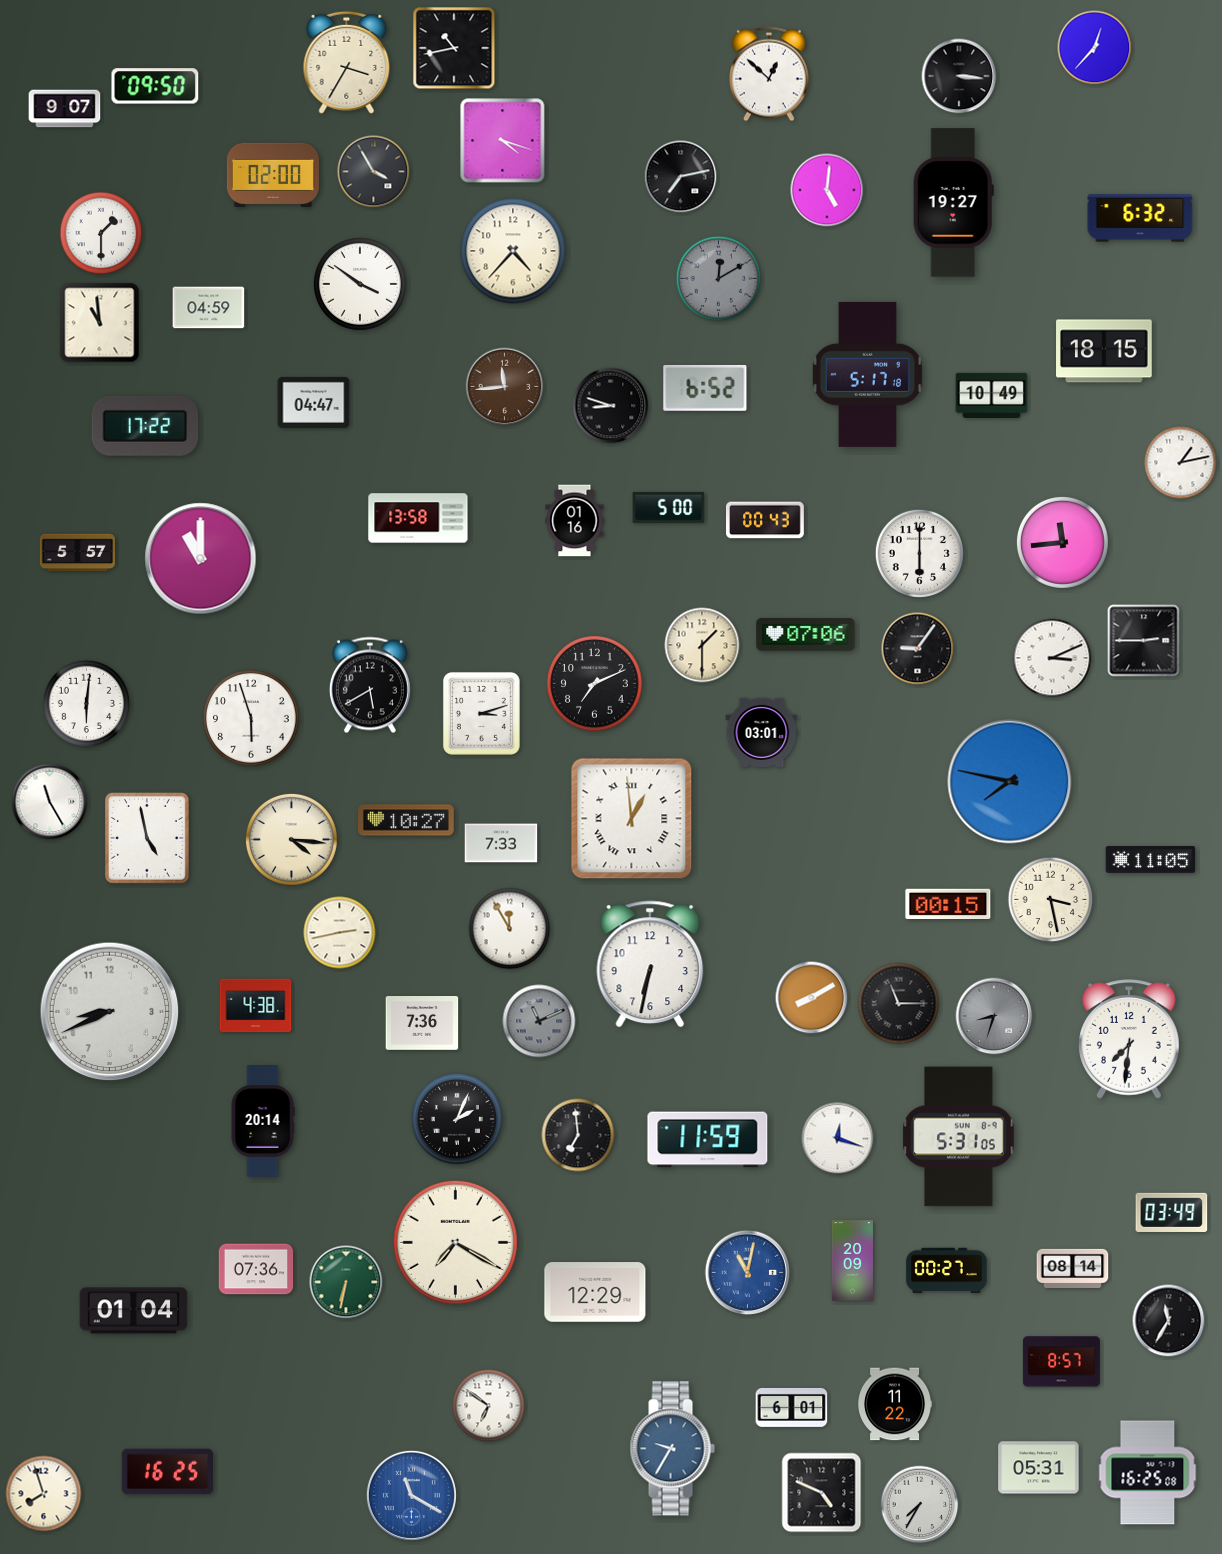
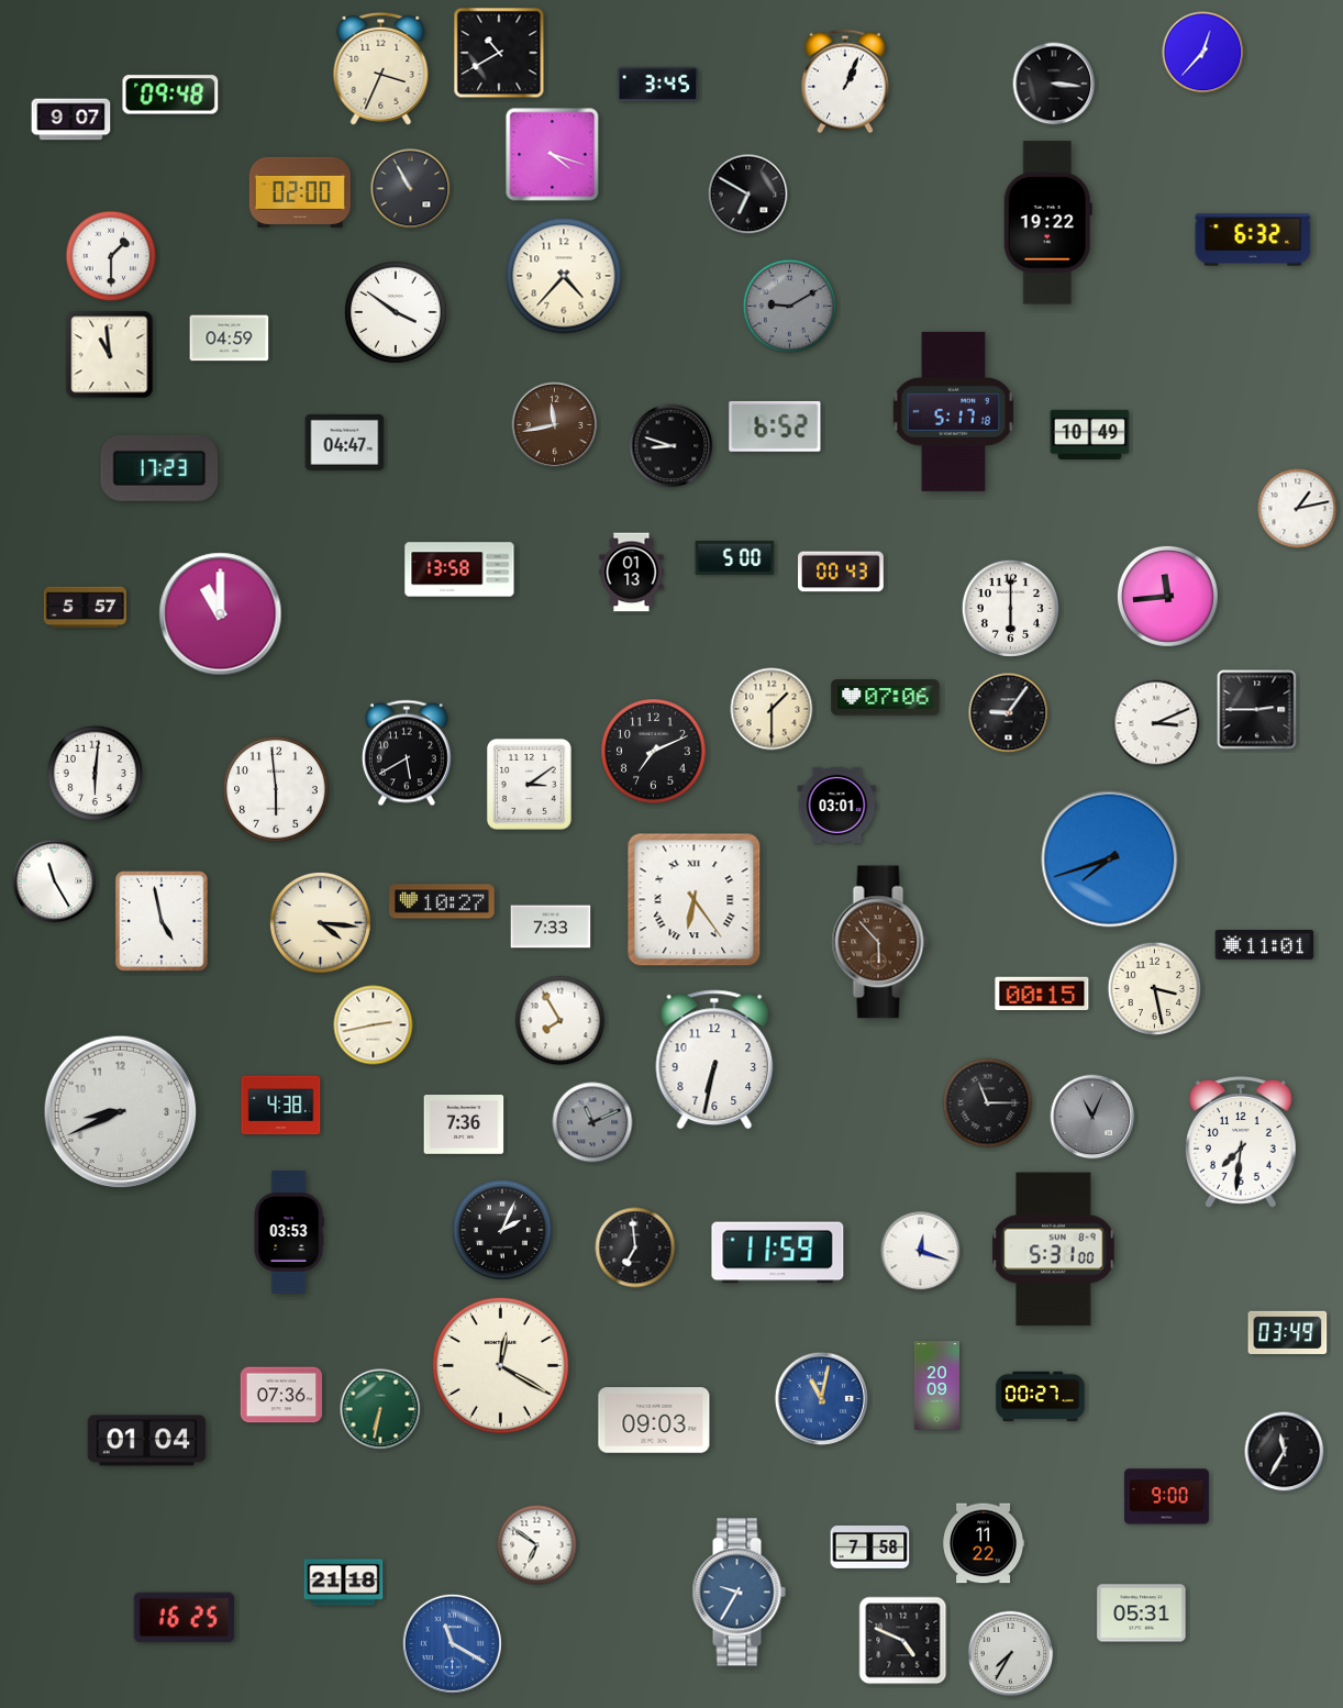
clock at (454, 48): 10:43 -> 10:40
clock at (347, 62): 3:35 -> 3:34
clock at (770, 74): 12:52 -> 1:04
clock at (658, 84): none -> 3:45
clock at (155, 86): 09:50 -> 09:48
clock at (374, 172): 3:55 -> 10:55
clock at (681, 177): 7:13 -> 6:50
clock at (827, 190): 5:01 -> none
clock at (953, 203): 19:27 -> 19:22
clock at (719, 279): 12:10 -> 9:10
clock at (1104, 351): 18:15 -> none
clock at (505, 387): 11:44 -> 11:43
clock at (145, 426): 17:22 -> 17:23
clock at (575, 521): 01:16 -> 01:13
clock at (1144, 641) position: (1144, 641) -> (1257, 710)
clock at (481, 713): 3:12 -> 3:09
clock at (251, 718): 5:57 -> 5:59
clock at (1010, 782): 7:47 -> 7:42
clock at (632, 819): 12:59 -> 6:24
clock at (406, 820) position: (406, 820) -> (442, 901)
clock at (880, 942): none -> 5:53
clock at (1151, 860): 11:05 -> 11:01
clock at (510, 929): 11:55 -> 7:55
clock at (812, 998): 8:10 -> none
clock at (994, 1016): 8:33 -> 11:04
clock at (263, 1122): 20:14 -> 03:53
clock at (959, 1137): 5:31:05 -> 5:31:00
clock at (455, 1242): 7:20 -> 12:20
clock at (1073, 1268): 08:14 -> none
clock at (595, 1292): 12:29 -> 09:03
clock at (1061, 1362): 8:57 -> 9:00
clock at (792, 1407): 6:01 -> 7:58
clock at (344, 1583): none -> 21:18
clock at (1148, 1473): 16:25 -> none
clock at (44, 1494): 7:57 -> none
